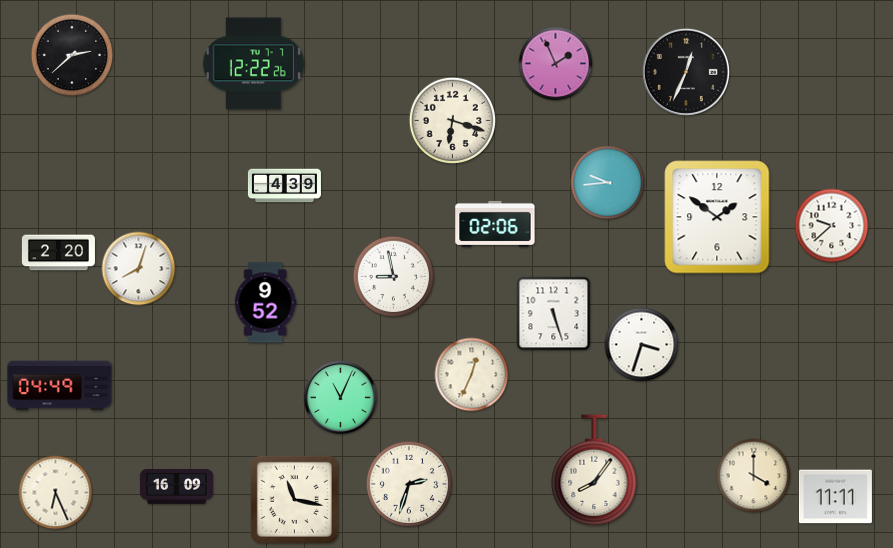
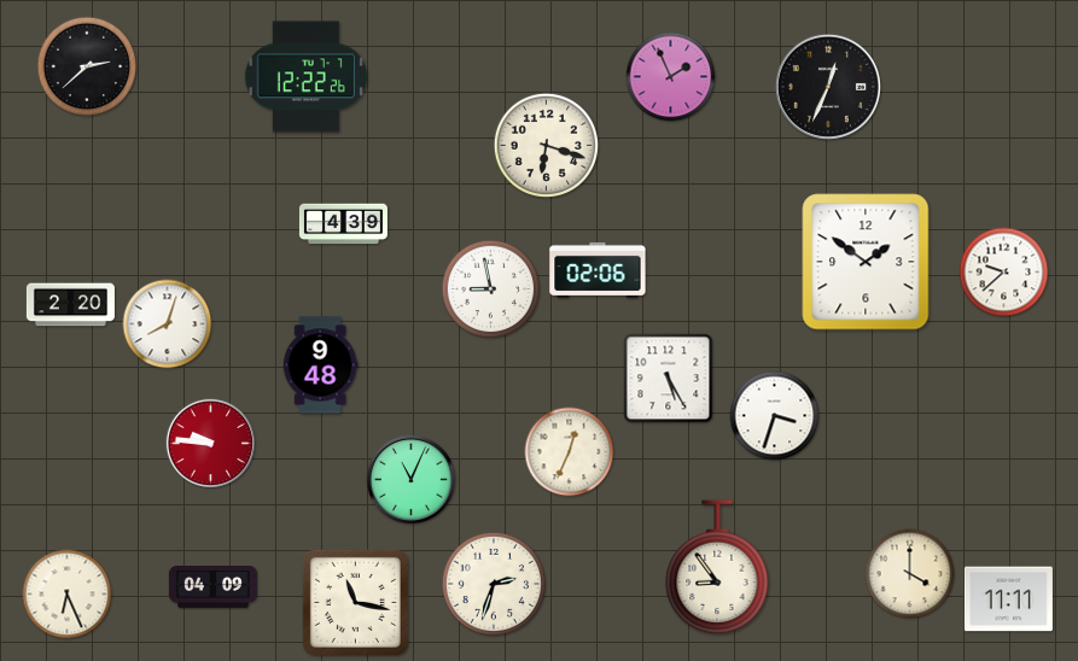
clock at (608, 183): 9:44 -> none
clock at (394, 277) position: (394, 277) -> (491, 289)
clock at (265, 303): 9:52 -> 9:48
clock at (554, 314): 5:27 -> 5:25
clock at (211, 444): none -> 9:46
clock at (60, 386): 04:49 -> none
clock at (594, 470): 8:06 -> 8:54
clock at (176, 487): 16:09 -> 04:09
